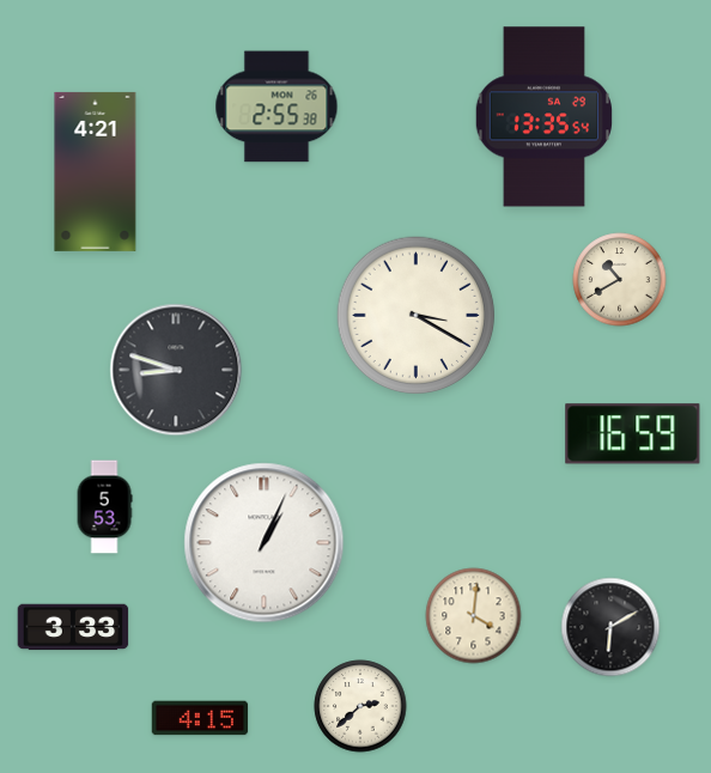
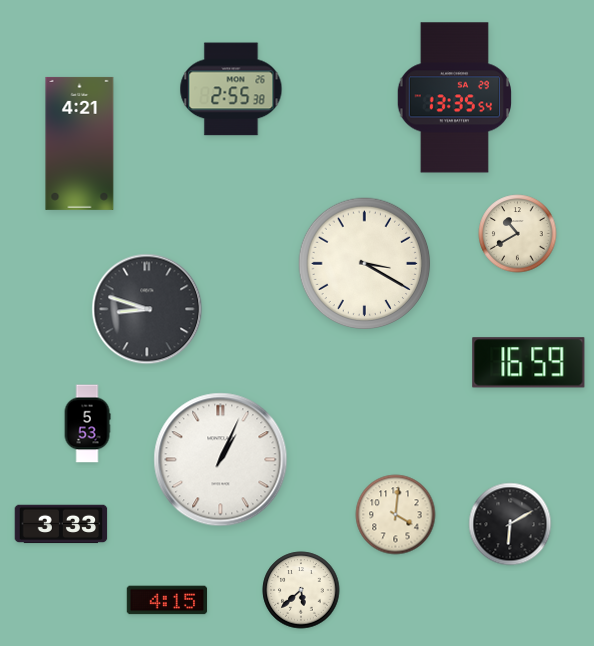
clock at (417, 316) position: (417, 316) -> (365, 264)
clock at (265, 543) position: (265, 543) -> (221, 460)
clock at (360, 706): 2:38 -> 5:38
